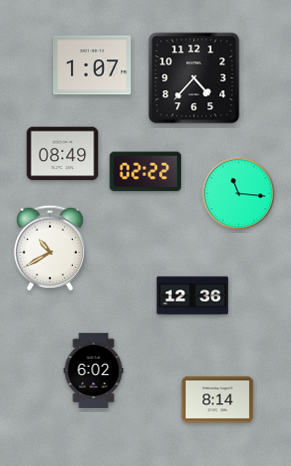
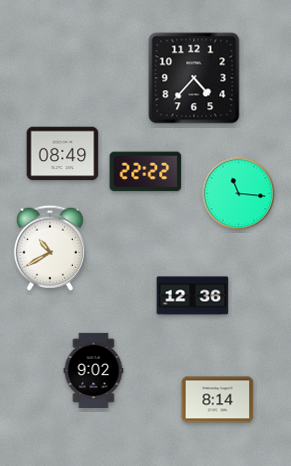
clock at (93, 65): 1:07 -> none
clock at (146, 172): 02:22 -> 22:22
clock at (94, 370): 6:02 -> 9:02
